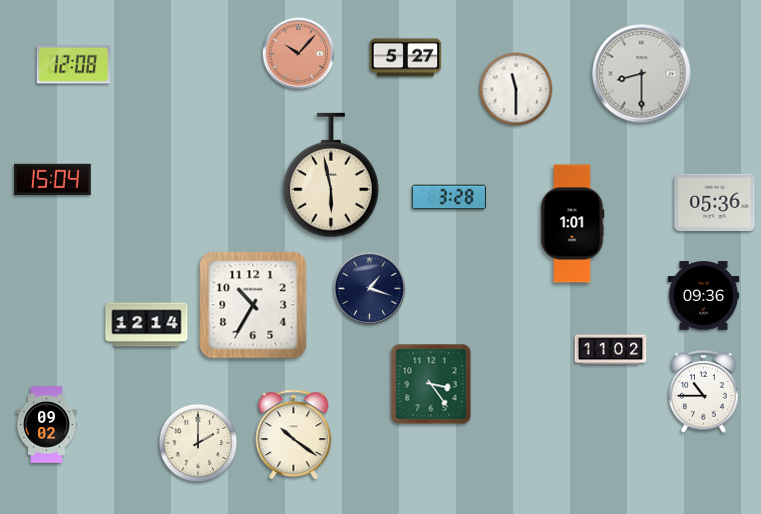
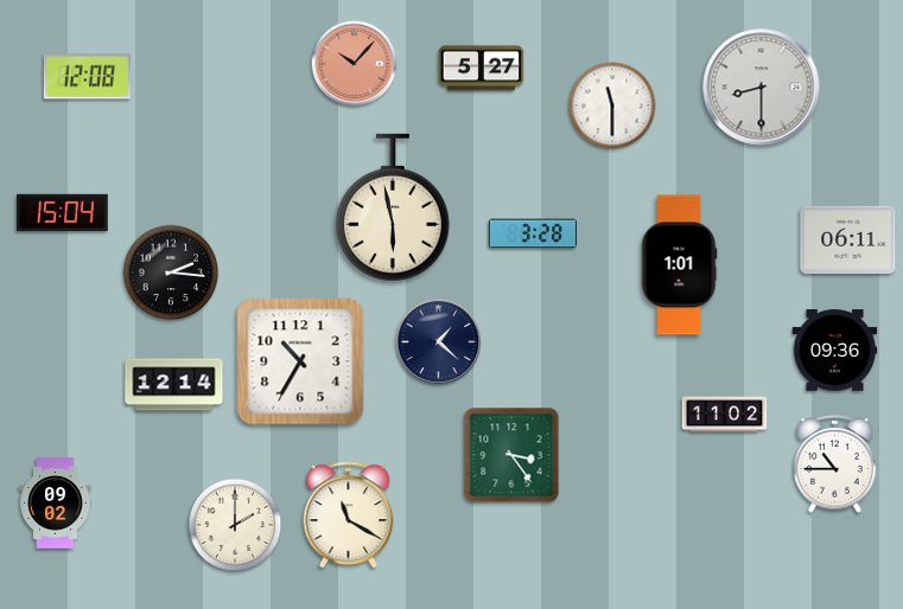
clock at (715, 202): 05:36 -> 06:11
clock at (171, 273): none -> 2:16
clock at (370, 289): 1:18 -> 1:22
clock at (294, 435): 10:21 -> 11:20
